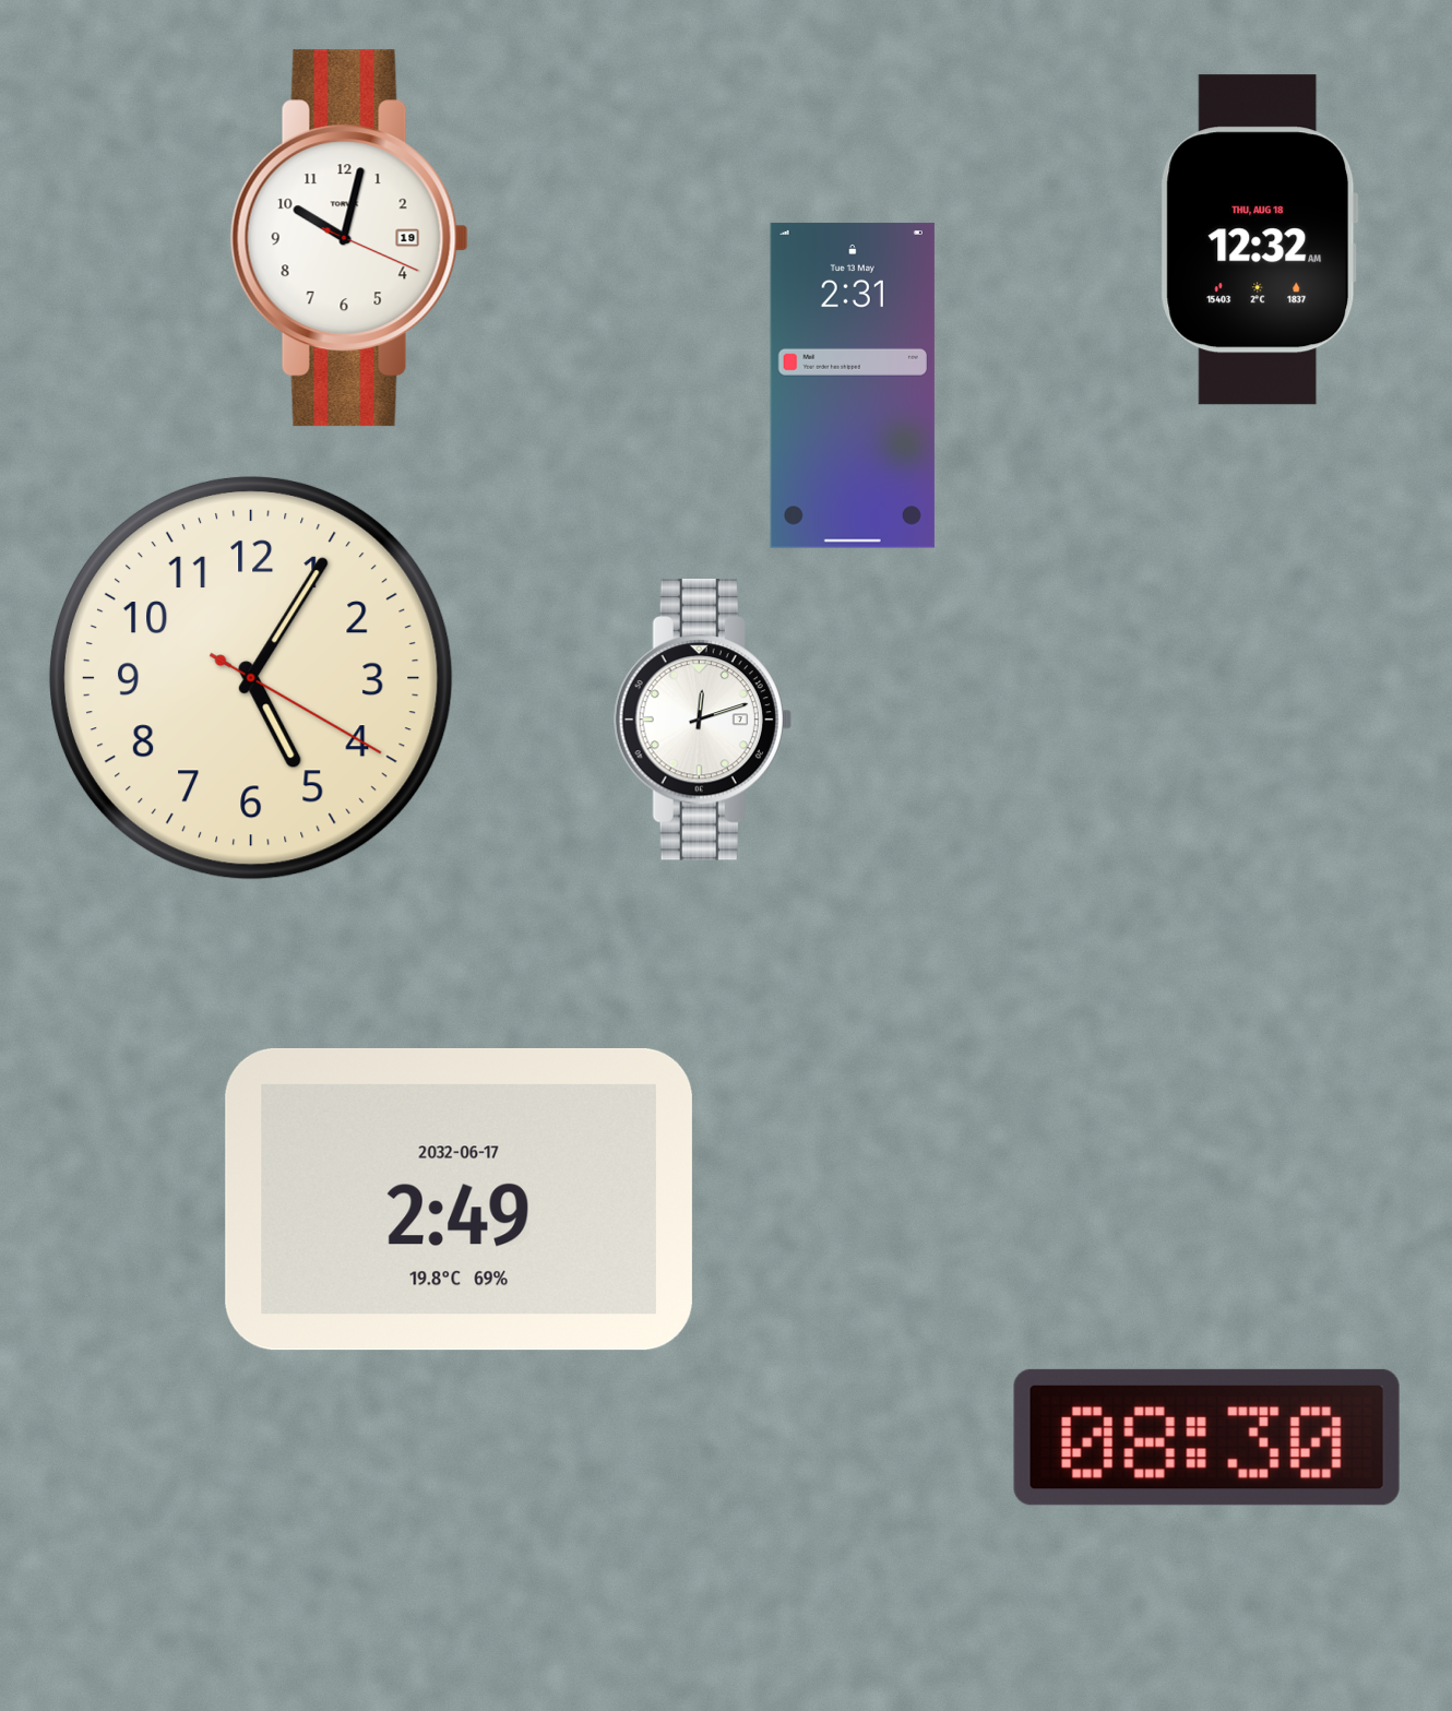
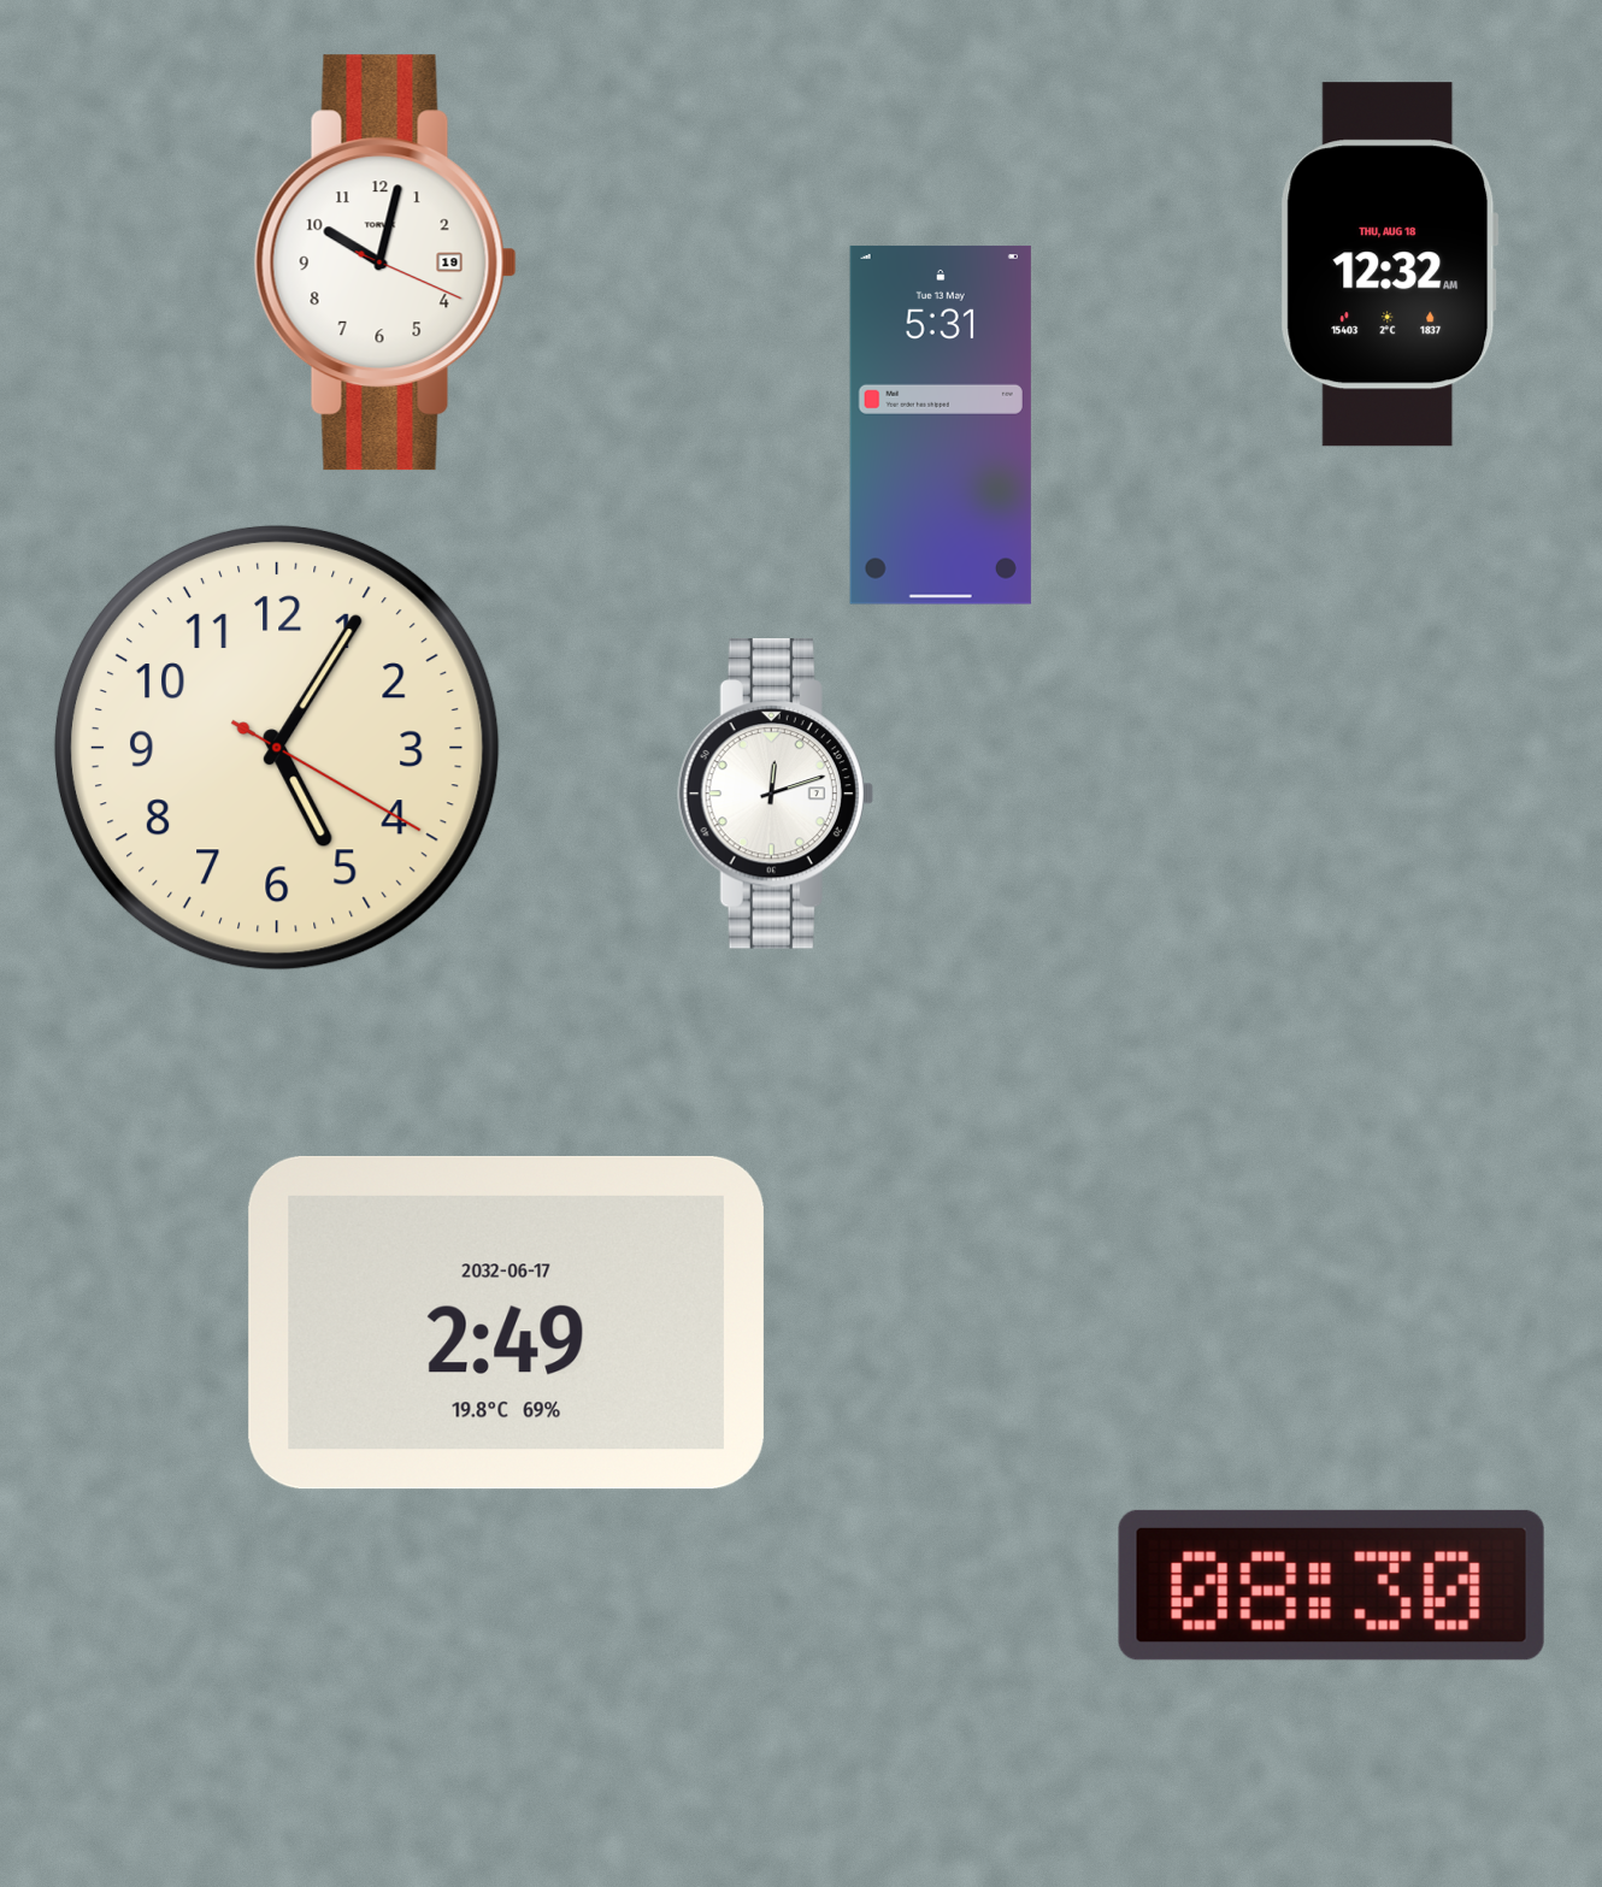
clock at (853, 385): 2:31 -> 5:31
